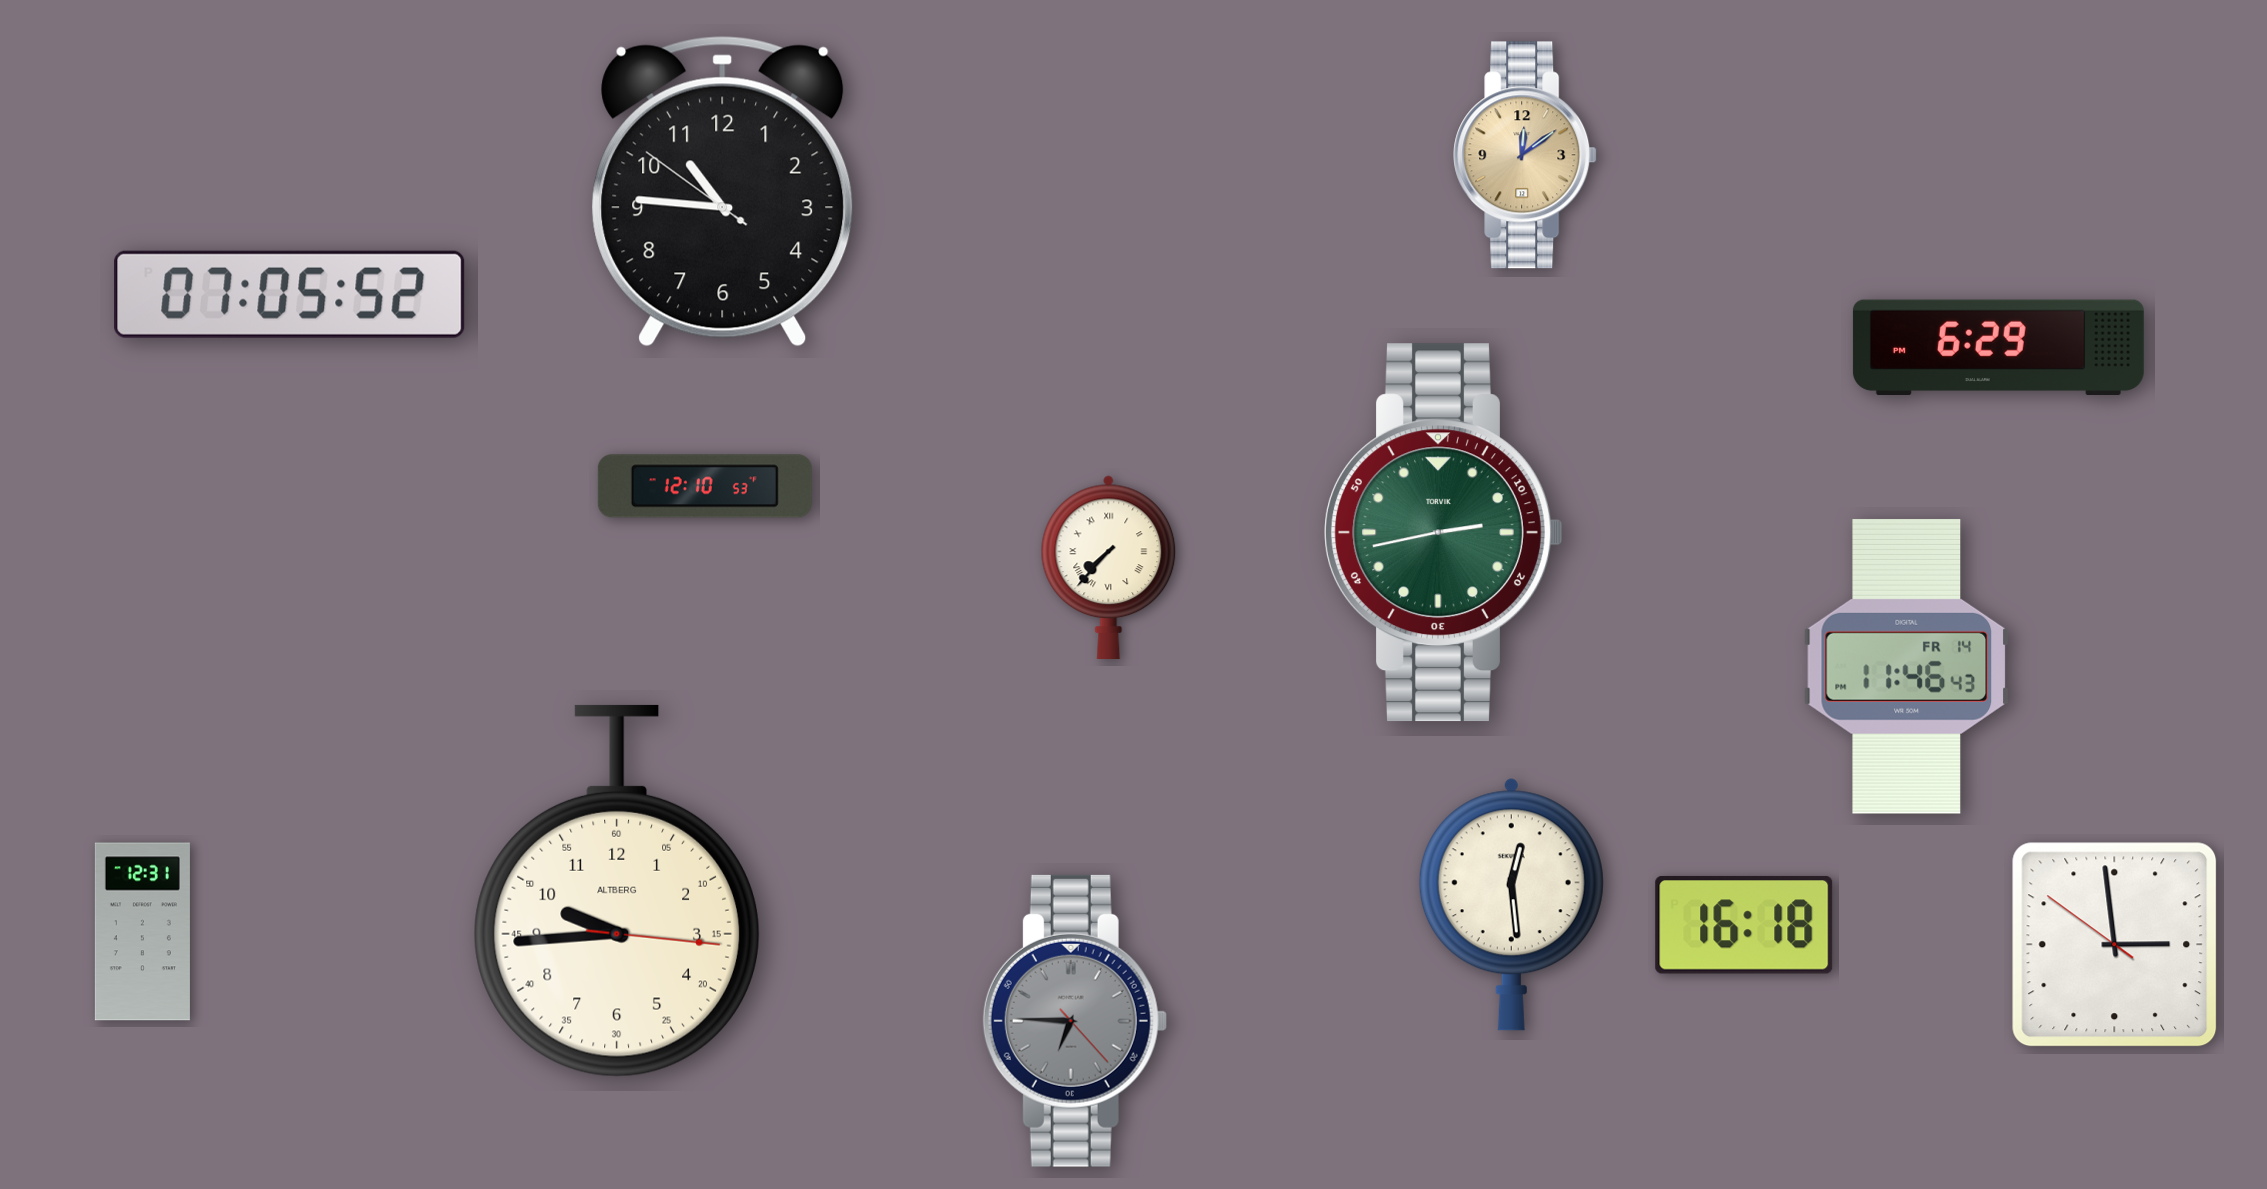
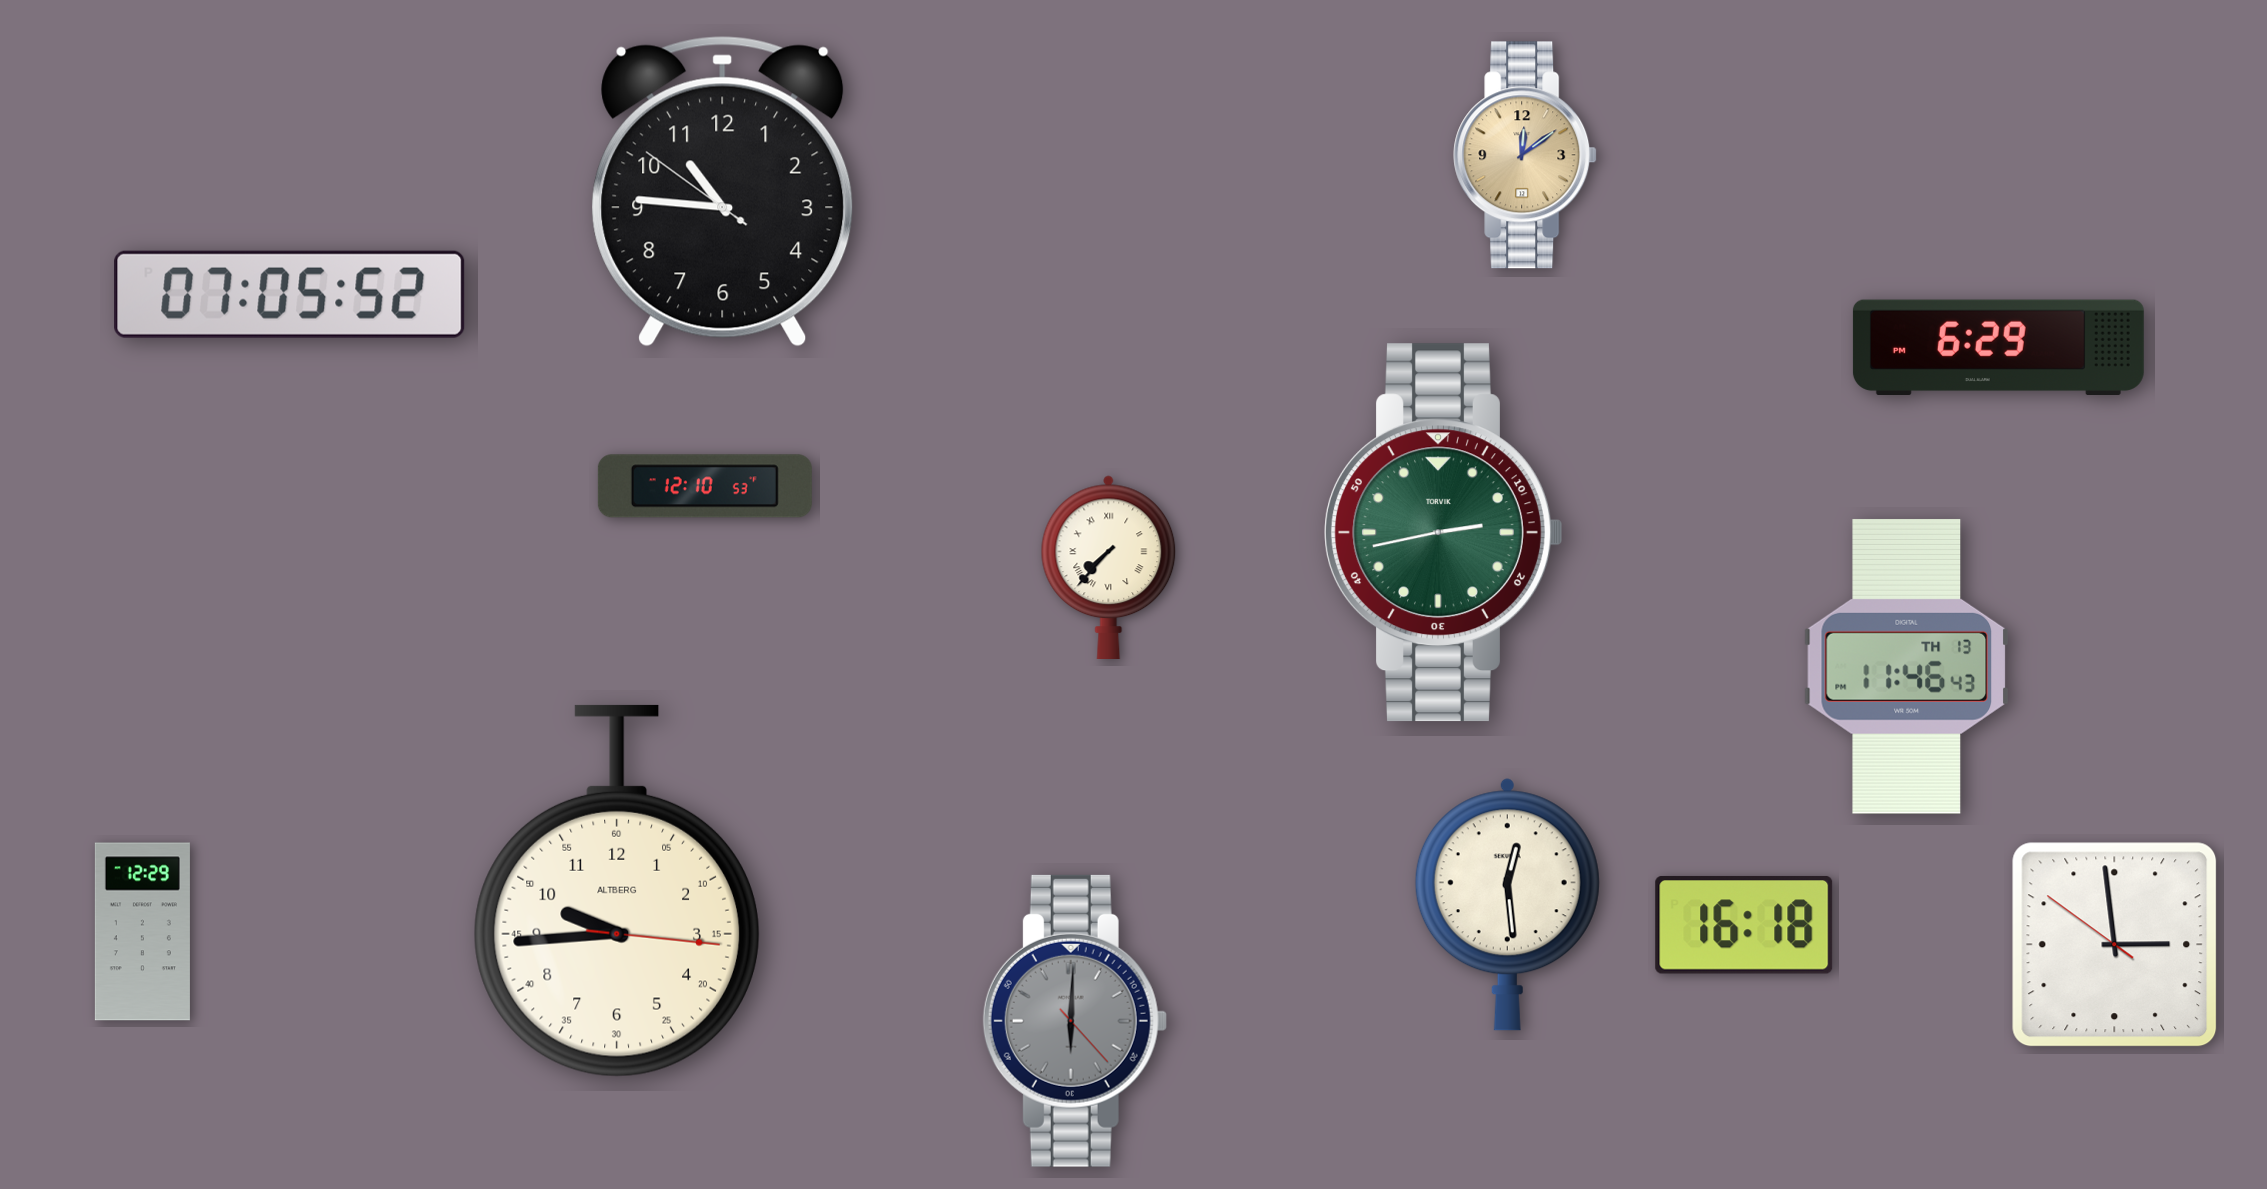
clock at (1906, 666) date: FR 14 -> TH 13
clock at (1511, 904) position: (1511, 904) -> (1507, 904)
clock at (142, 932): 12:31 -> 12:29
clock at (1075, 1021): 6:45 -> 6:00
